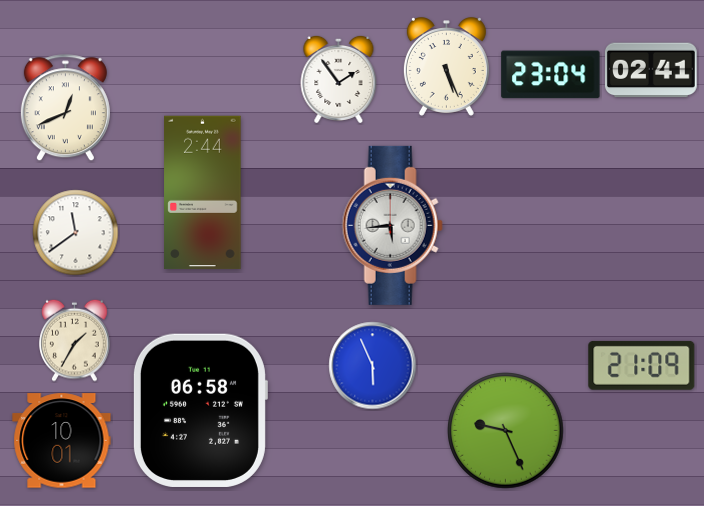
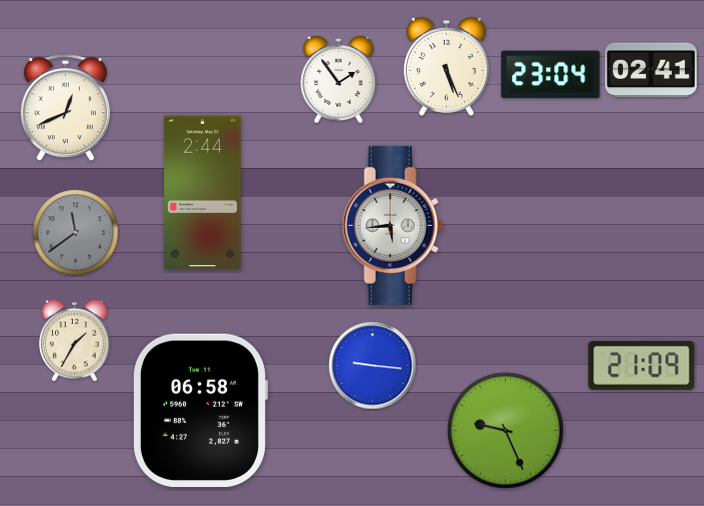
clock at (76, 233) dial: white -> grey
clock at (373, 366): 5:56 -> 9:16
clock at (62, 441): 10:01 -> none
